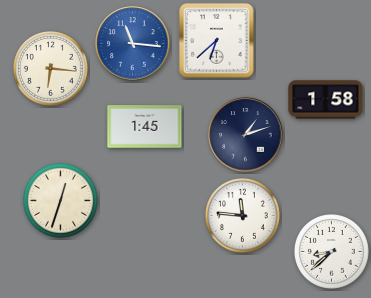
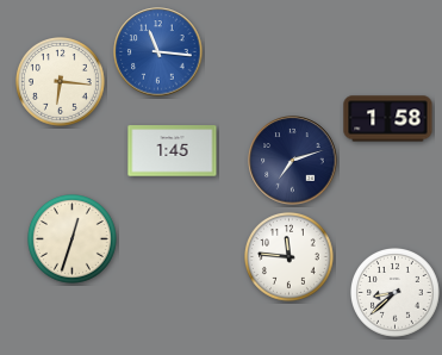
clock at (217, 41): 6:38 -> none
clock at (246, 135): 1:12 -> 7:12
clock at (332, 252) position: (332, 252) -> (396, 293)
